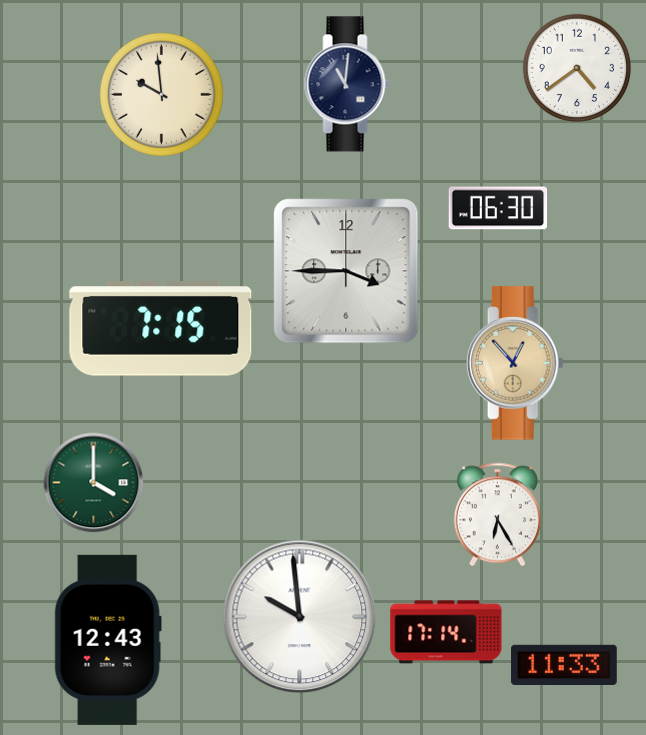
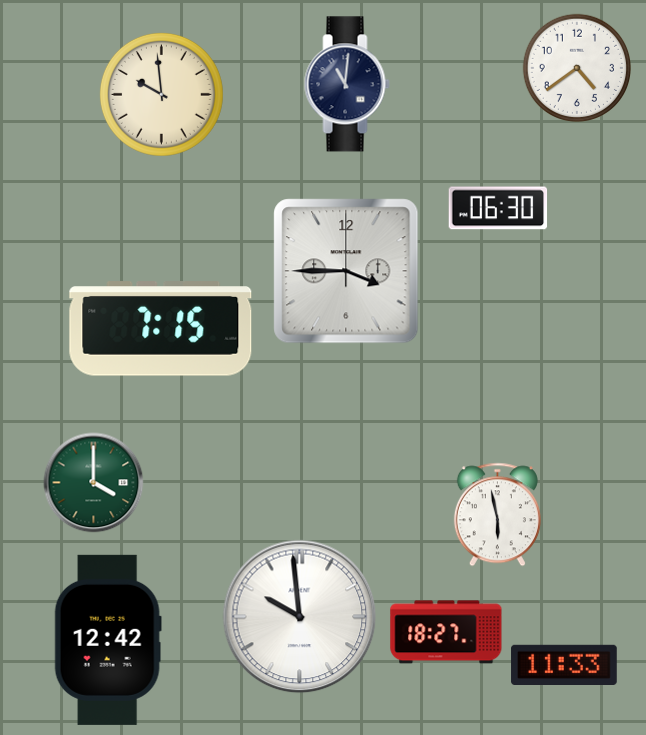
clock at (515, 363): 12:53 -> none
clock at (497, 515): 6:25 -> 5:58
clock at (446, 632): 17:14 -> 18:27
clock at (108, 640): 12:43 -> 12:42
